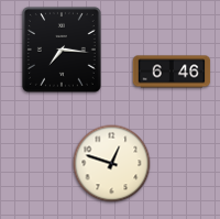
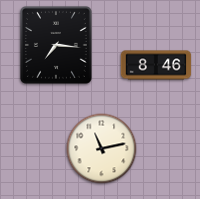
clock at (172, 72): 6:46 -> 8:46
clock at (112, 164): 12:48 -> 11:13
